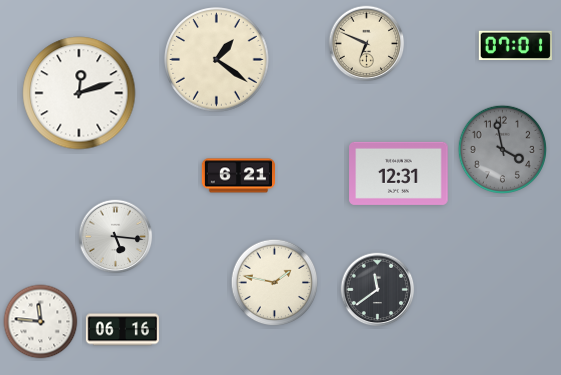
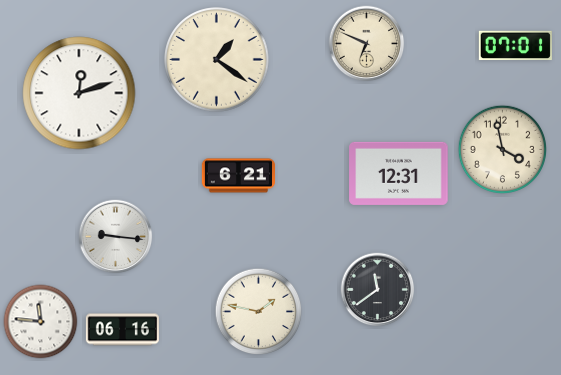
clock at (502, 149) dial: grey -> cream
clock at (116, 237): 5:16 -> 9:16
clock at (275, 283) position: (275, 283) -> (259, 312)
